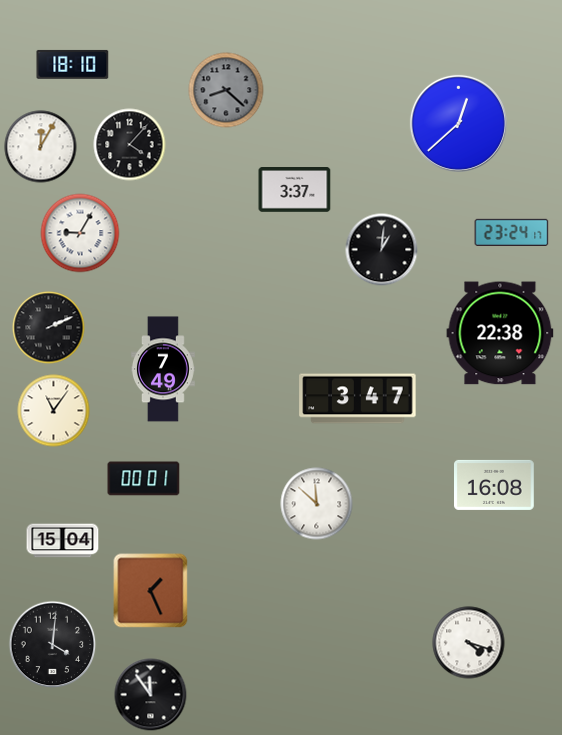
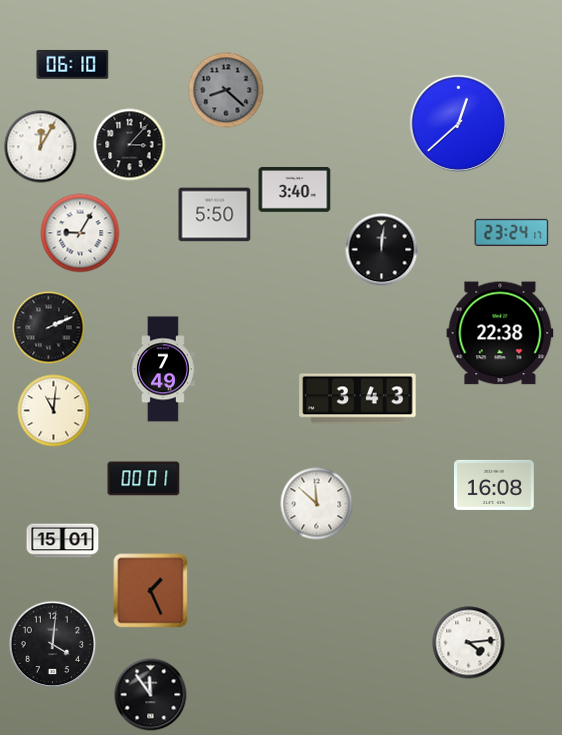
clock at (73, 64): 18:10 -> 06:10
clock at (130, 145): 4:07 -> 3:07
clock at (295, 190): 3:37 -> 3:40
clock at (215, 215): none -> 5:50
clock at (382, 250): 1:01 -> 12:01
clock at (358, 399): 3:47 -> 3:43
clock at (54, 411): 11:06 -> 11:01
clock at (63, 541): 15:04 -> 15:01
clock at (469, 643): 4:18 -> 4:14
